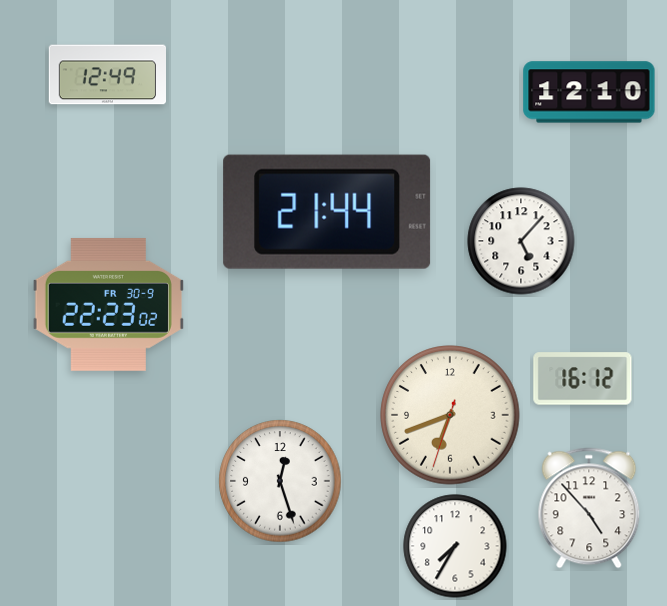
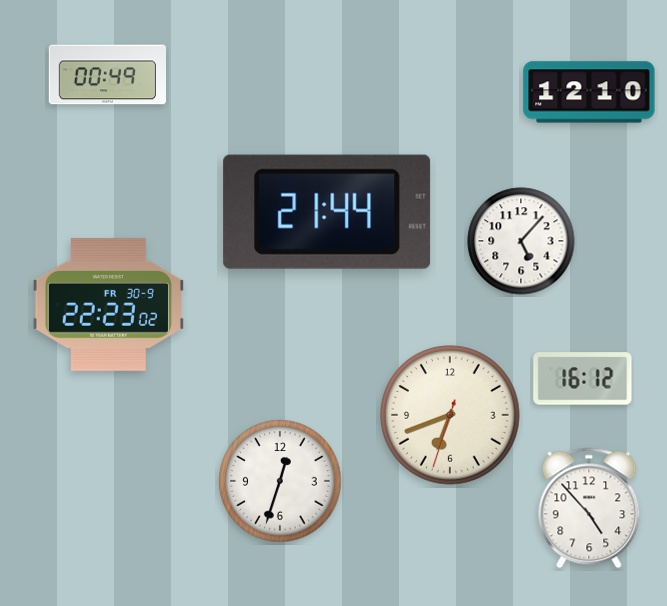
clock at (107, 75): 12:49 -> 00:49
clock at (280, 481): 12:27 -> 12:33
clock at (455, 546): 7:35 -> none
